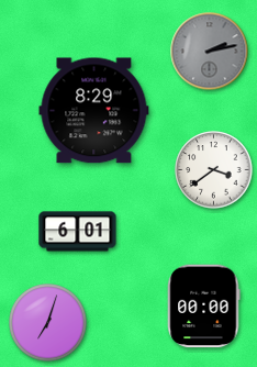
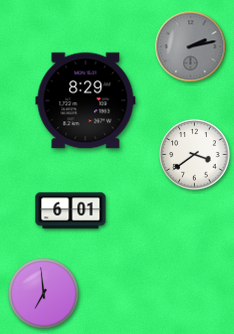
clock at (204, 307): 00:00 -> none
clock at (48, 323): 7:03 -> 6:59
